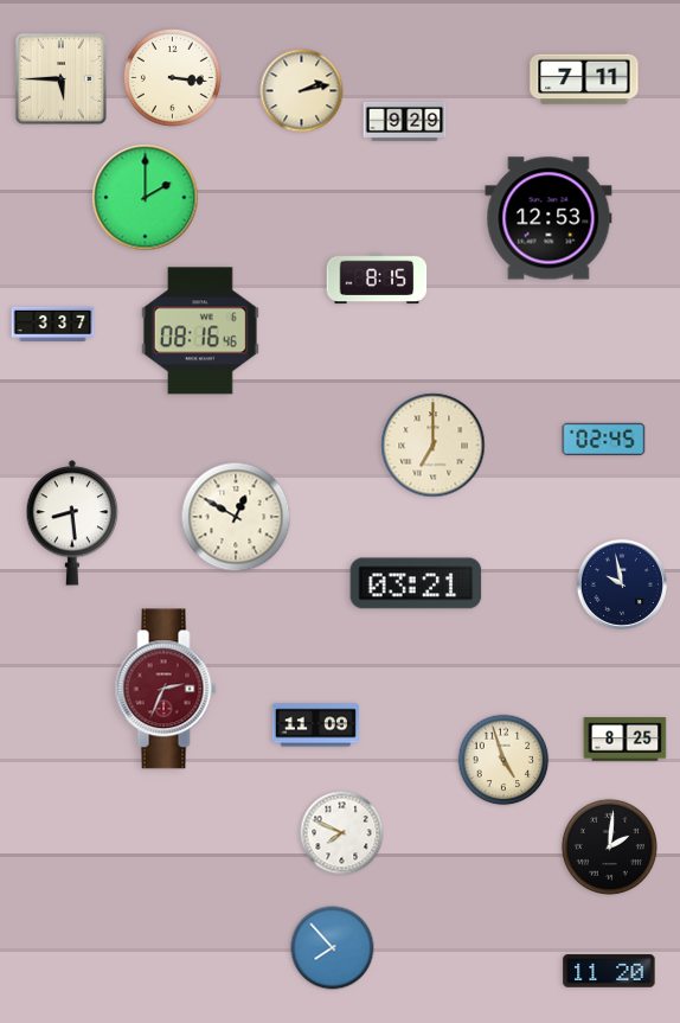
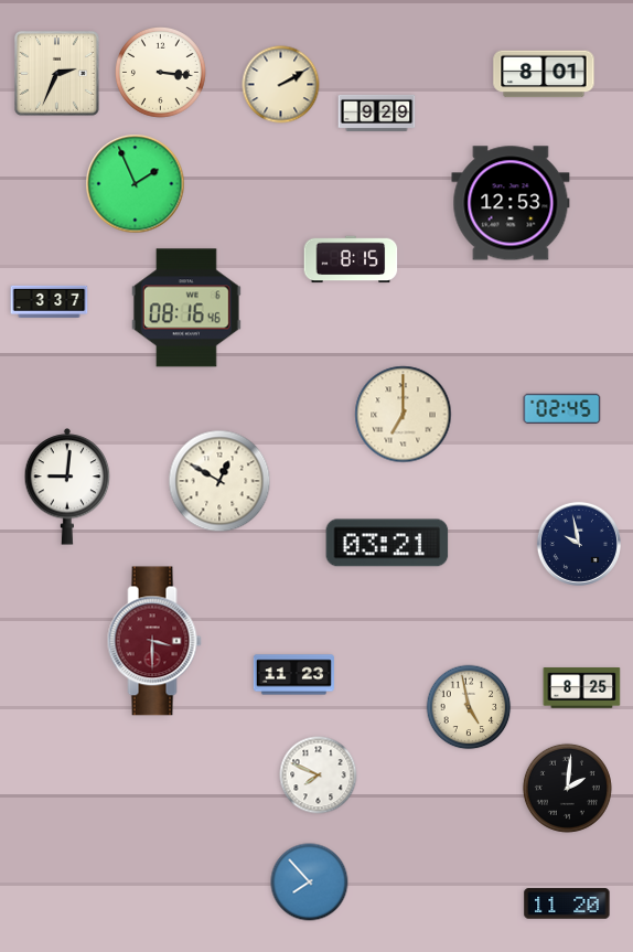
clock at (60, 78): 5:45 -> 2:34
clock at (584, 79): 7:11 -> 8:01
clock at (302, 91): 2:13 -> 2:10
clock at (146, 198): 2:00 -> 1:56
clock at (72, 523): 8:29 -> 9:01
clock at (166, 689): 2:34 -> 3:30
clock at (315, 725): 11:09 -> 11:23
clock at (503, 760): 4:57 -> 4:58
